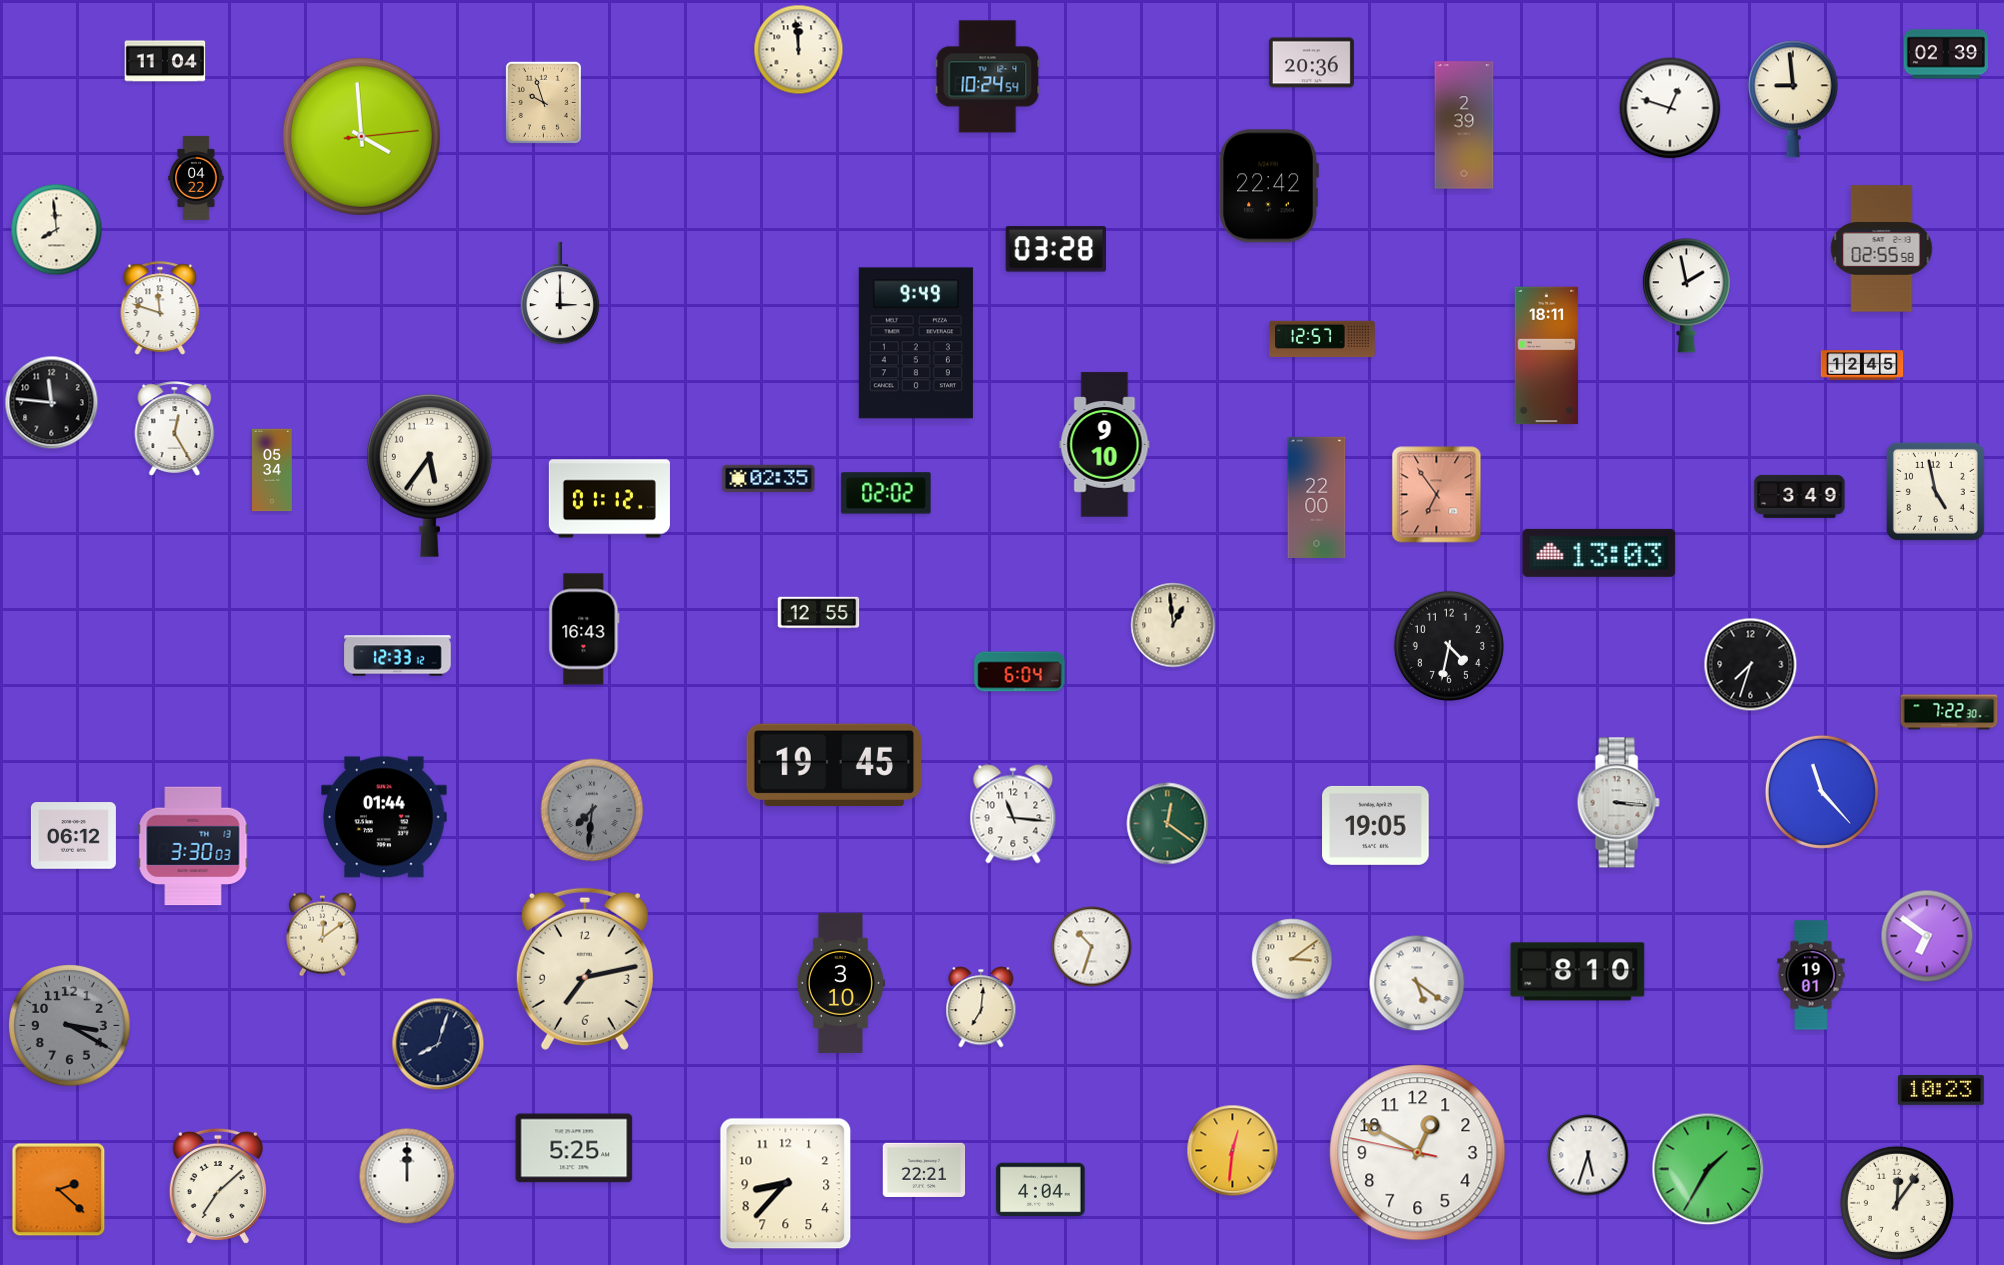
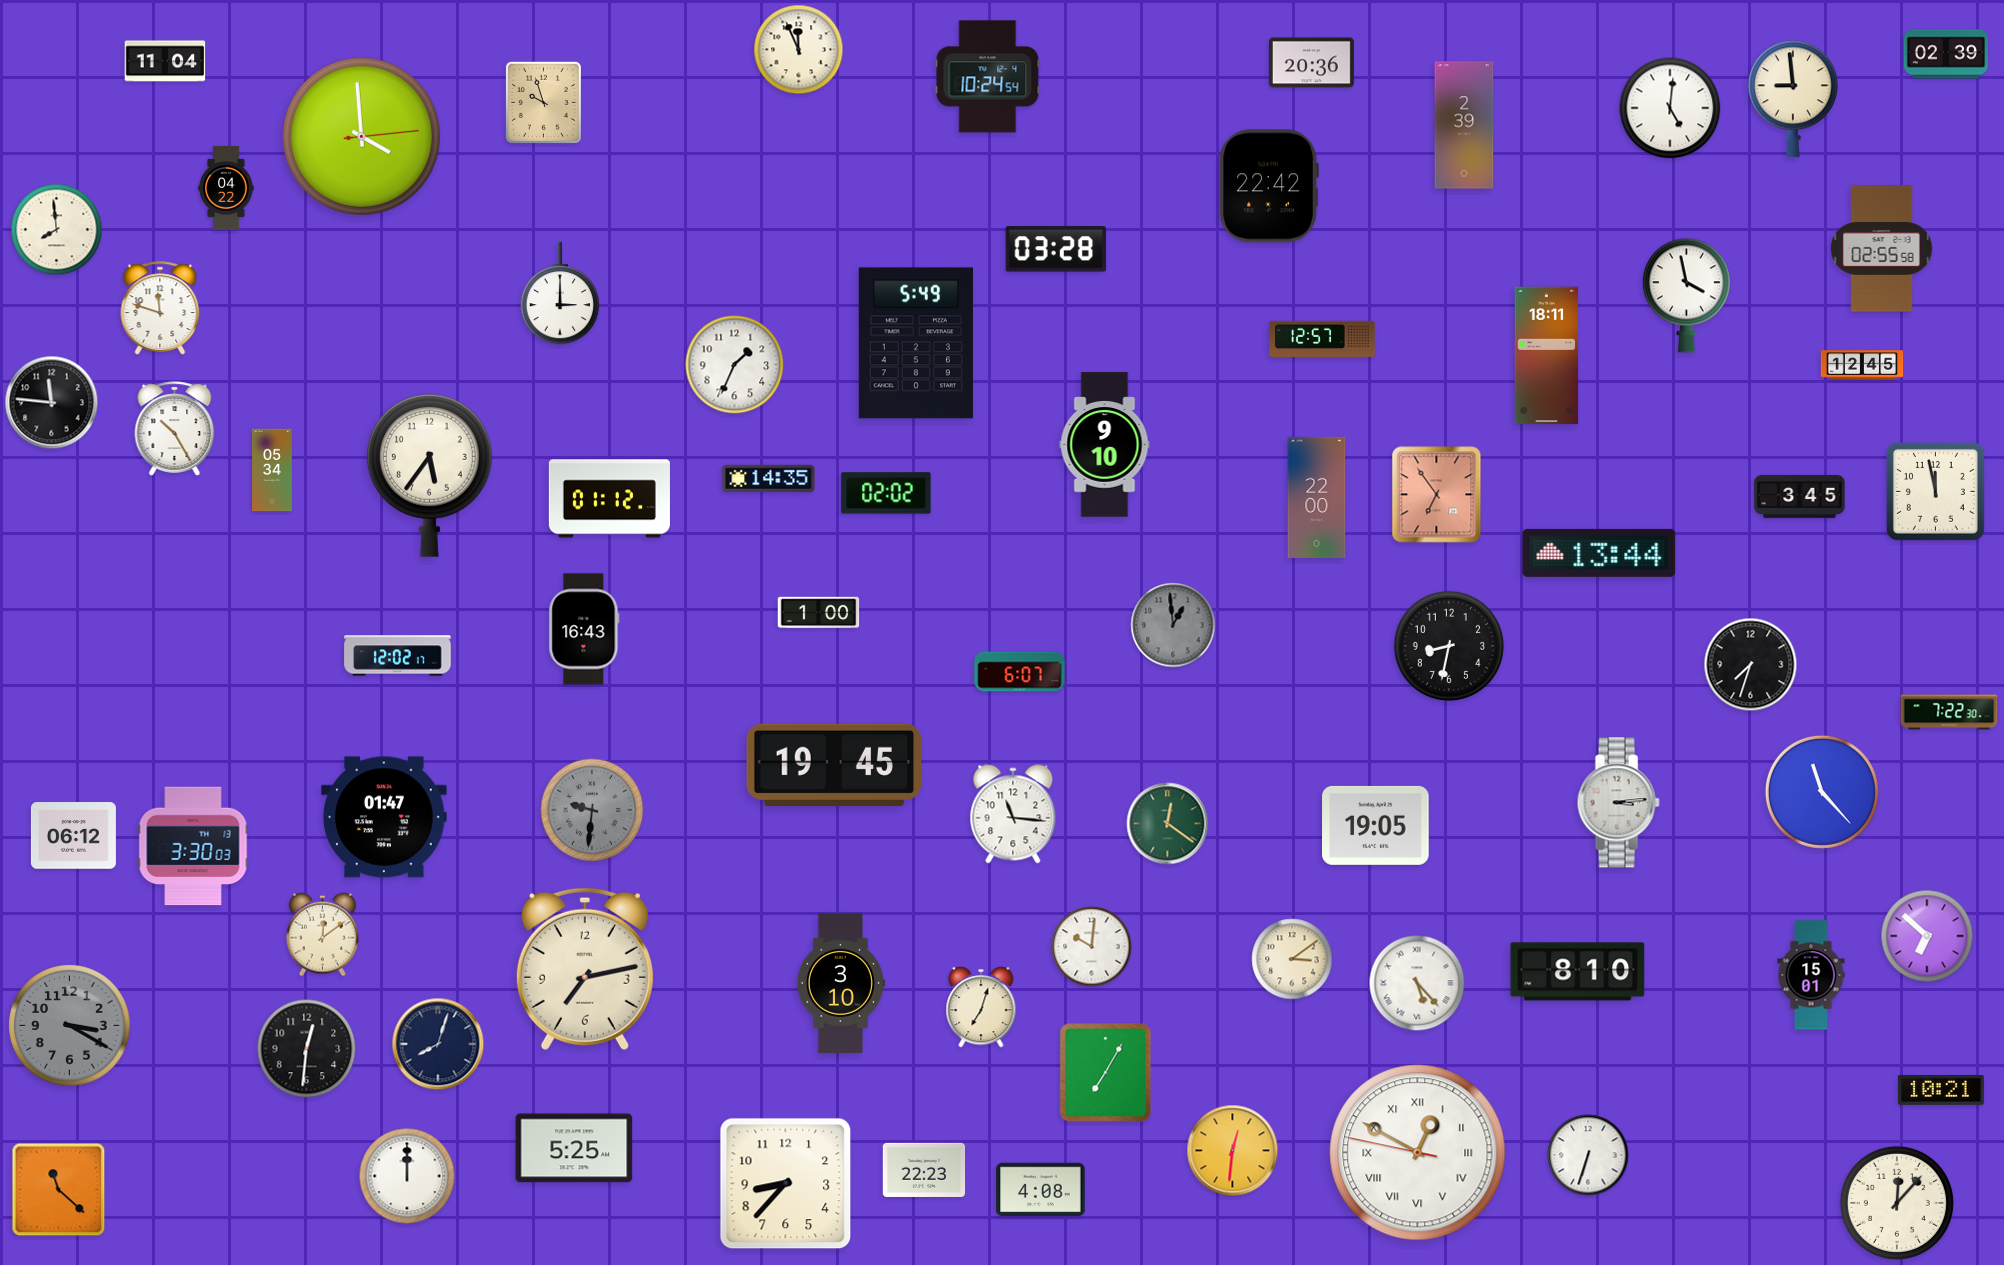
clock at (799, 50): 11:59 -> 11:56
clock at (1670, 108): 12:48 -> 5:01
clock at (196, 178) position: (196, 178) -> (226, 188)
clock at (1686, 296): 1:58 -> 3:58
clock at (916, 343): 9:49 -> 5:49
clock at (735, 365): none -> 1:34
clock at (175, 429): 12:25 -> 10:25
clock at (769, 478): 02:35 -> 14:35
clock at (1935, 491): 4:58 -> 11:58
clock at (1800, 496): 3:49 -> 3:45
clock at (1599, 553): 13:03 -> 13:44
clock at (819, 613): 12:55 -> 1:00
clock at (1173, 625) dial: cream -> grey
clock at (1449, 646): 4:32 -> 8:32
clock at (398, 656): 12:33 -> 12:02
clock at (1020, 672): 6:04 -> 6:07
clock at (1618, 803): 3:16 -> 3:14
clock at (592, 810): 7:31 -> 9:31
clock at (384, 817): 01:44 -> 01:47
clock at (1927, 936): 6:51 -> 6:52
clock at (1092, 947): 10:33 -> 10:01
clock at (1811, 975): 19:01 -> 15:01
clock at (1417, 983): 5:21 -> 5:23
clock at (981, 1007): 7:01 -> 7:03
clock at (307, 1049): none -> 12:31
clock at (1106, 1073): none -> 7:05
clock at (1941, 1090): 10:23 -> 10:21
clock at (1418, 1153) numerals: Arabic -> Roman
clock at (1588, 1155): 5:33 -> 6:33
clock at (1708, 1169): 1:35 -> none
clock at (924, 1170): 22:21 -> 22:23
clock at (218, 1186): 7:08 -> none
clock at (59, 1190): 2:22 -> 11:22
clock at (1041, 1190): 4:04 -> 4:08
clock at (1897, 1203): 12:06 -> 12:07
